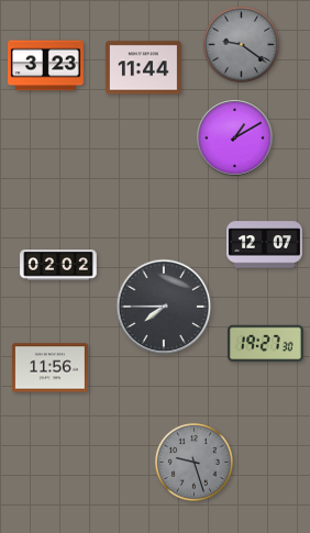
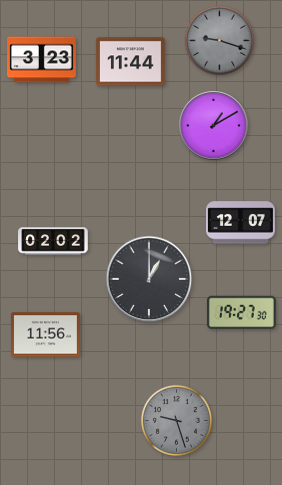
clock at (241, 44): 9:21 -> 9:18
clock at (164, 307): 7:45 -> 1:00
